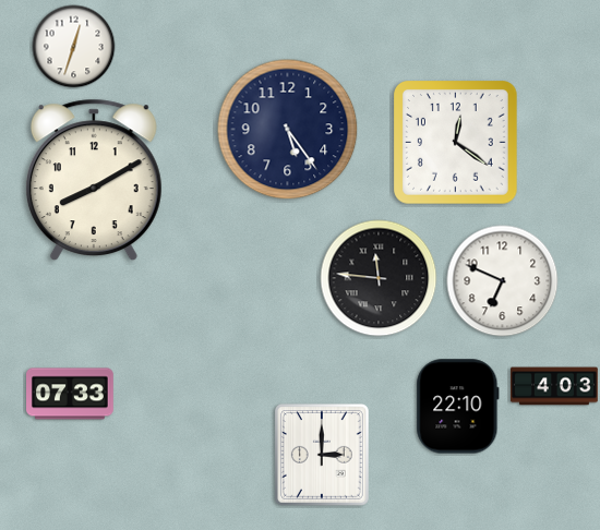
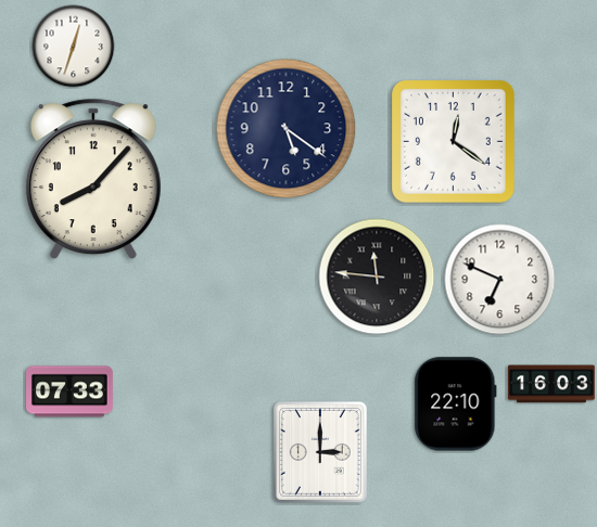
clock at (288, 130): 5:24 -> 5:21
clock at (94, 180): 8:10 -> 8:07
clock at (554, 386): 4:03 -> 16:03
